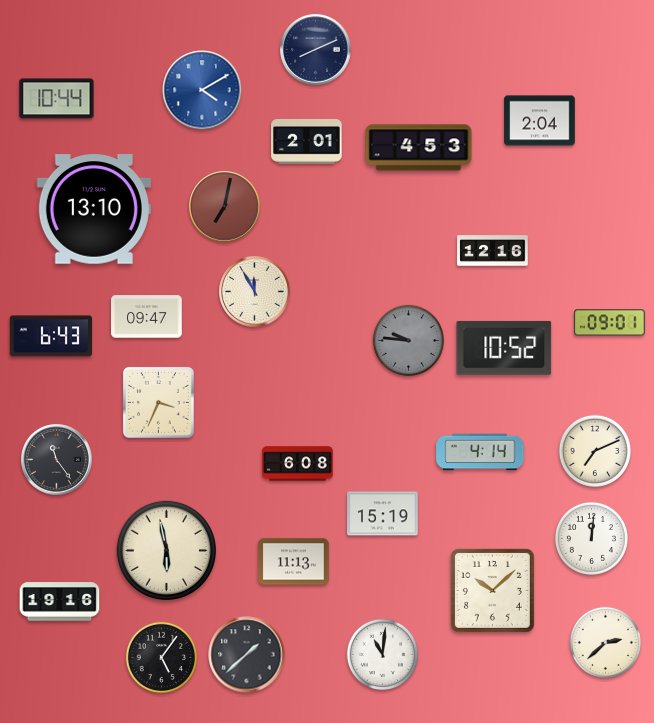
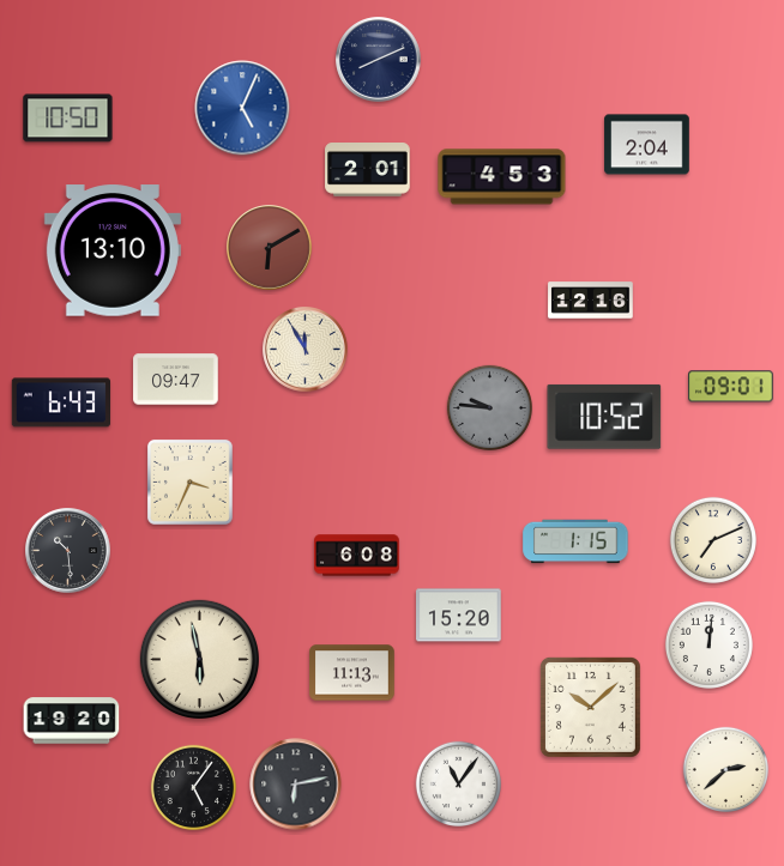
clock at (202, 90): 4:10 -> 5:04
clock at (57, 99): 10:44 -> 10:50
clock at (225, 207): 7:02 -> 6:10
clock at (480, 452): 4:14 -> 1:15
clock at (57, 460): 11:24 -> 10:29
clock at (383, 514): 15:19 -> 15:20
clock at (60, 602): 19:16 -> 19:20
clock at (382, 654): 11:01 -> 11:06
clock at (247, 655): 1:38 -> 6:13
